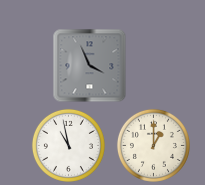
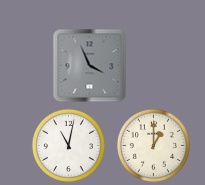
clock at (68, 145): 10:58 -> 11:02
